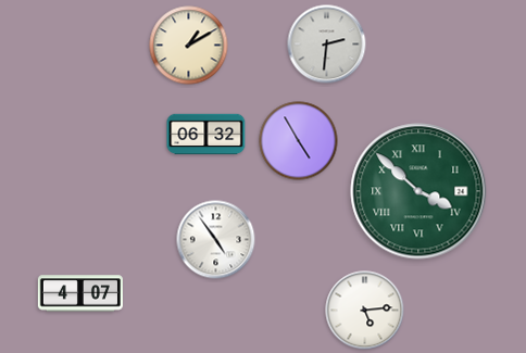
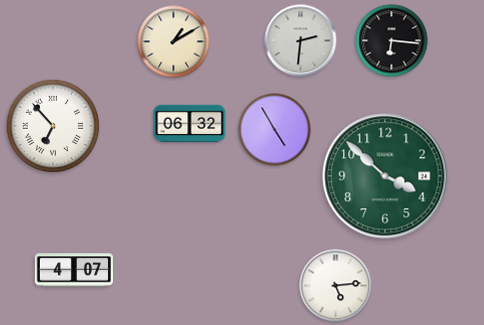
clock at (392, 41): none -> 6:16
clock at (52, 125): none -> 6:53
clock at (418, 191) numerals: Roman -> Arabic
clock at (216, 240): 4:54 -> none
